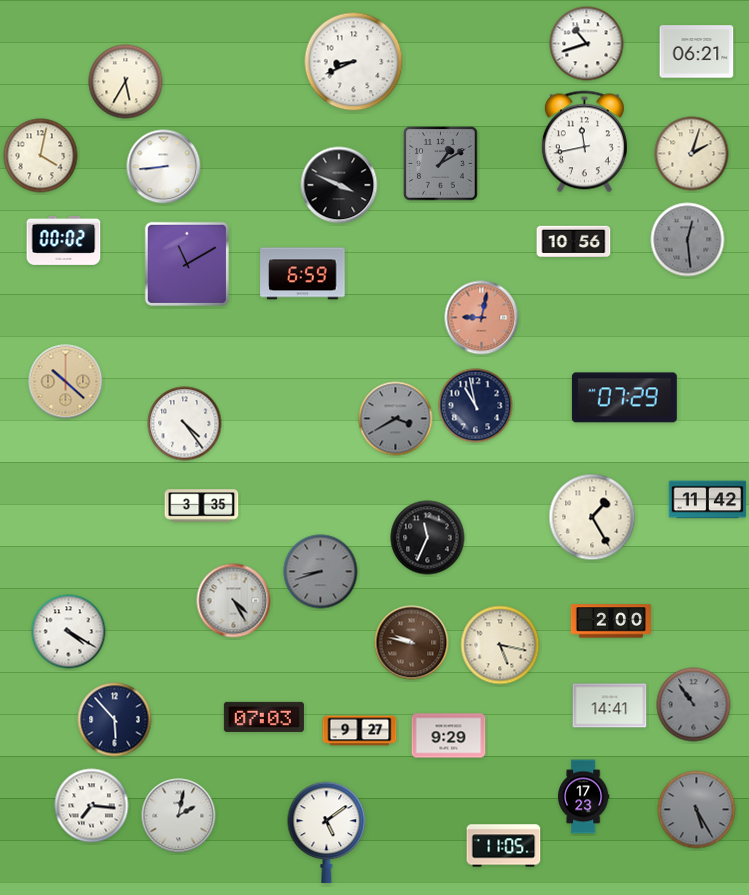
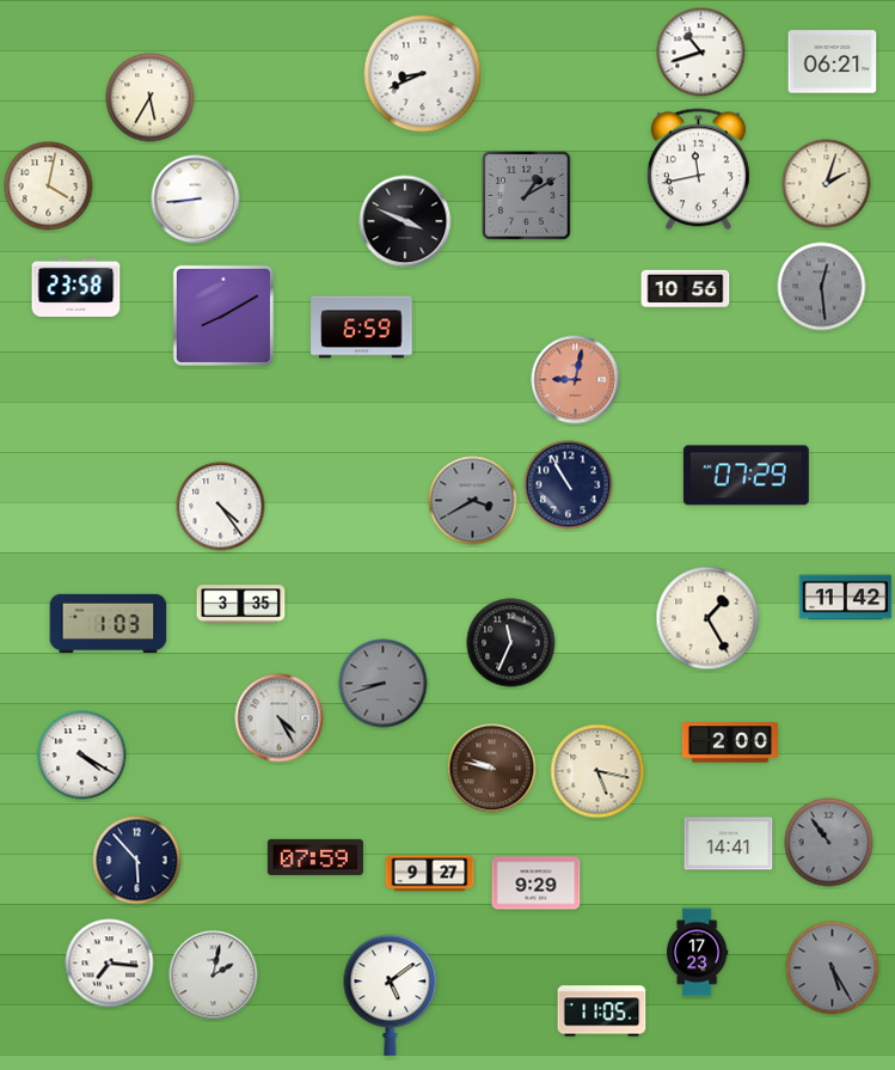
clock at (64, 240): 00:02 -> 23:58
clock at (187, 264): 11:10 -> 8:10
clock at (66, 382): 10:22 -> none
clock at (476, 406): 10:58 -> 10:55
clock at (109, 623): none -> 1:03
clock at (264, 717): 07:03 -> 07:59
clock at (449, 736) position: (449, 736) -> (537, 883)
